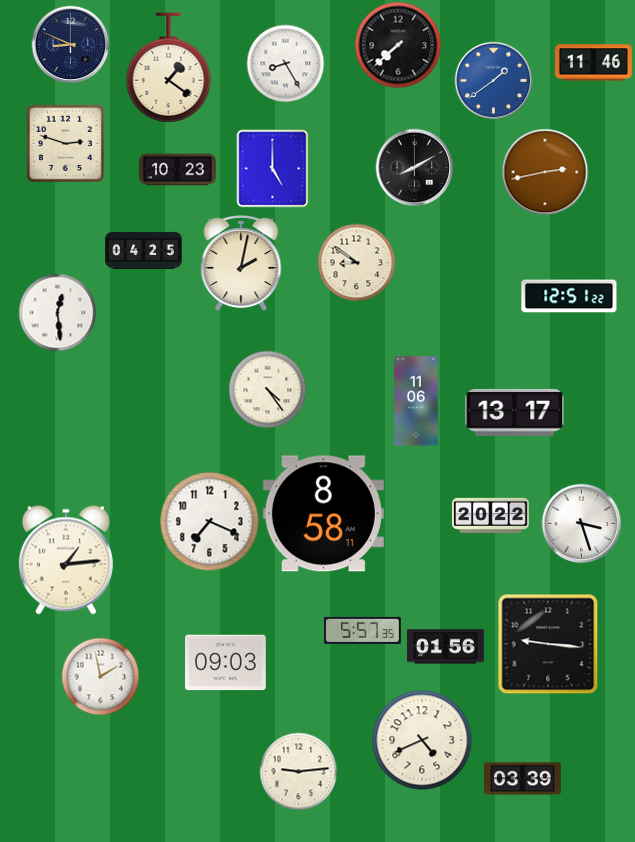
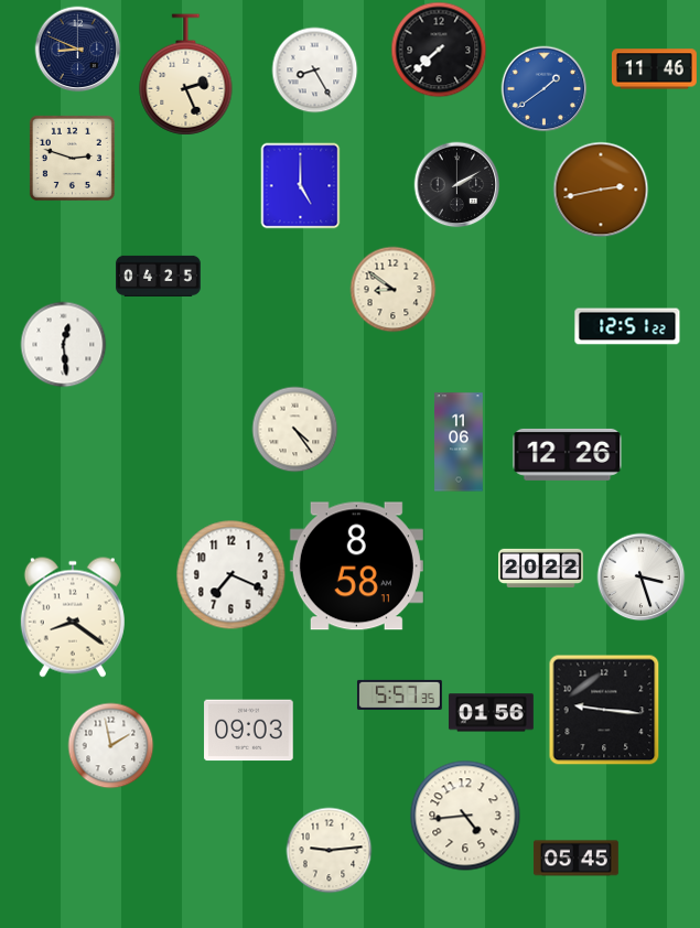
clock at (169, 68): 1:21 -> 2:26
clock at (414, 167): 8:10 -> 2:10
clock at (178, 170): 10:23 -> none
clock at (241, 263): 2:02 -> none
clock at (515, 412): 13:17 -> 12:26
clock at (66, 560): 1:14 -> 8:21
clock at (422, 740): 4:41 -> 4:44
clock at (522, 779): 03:39 -> 05:45
